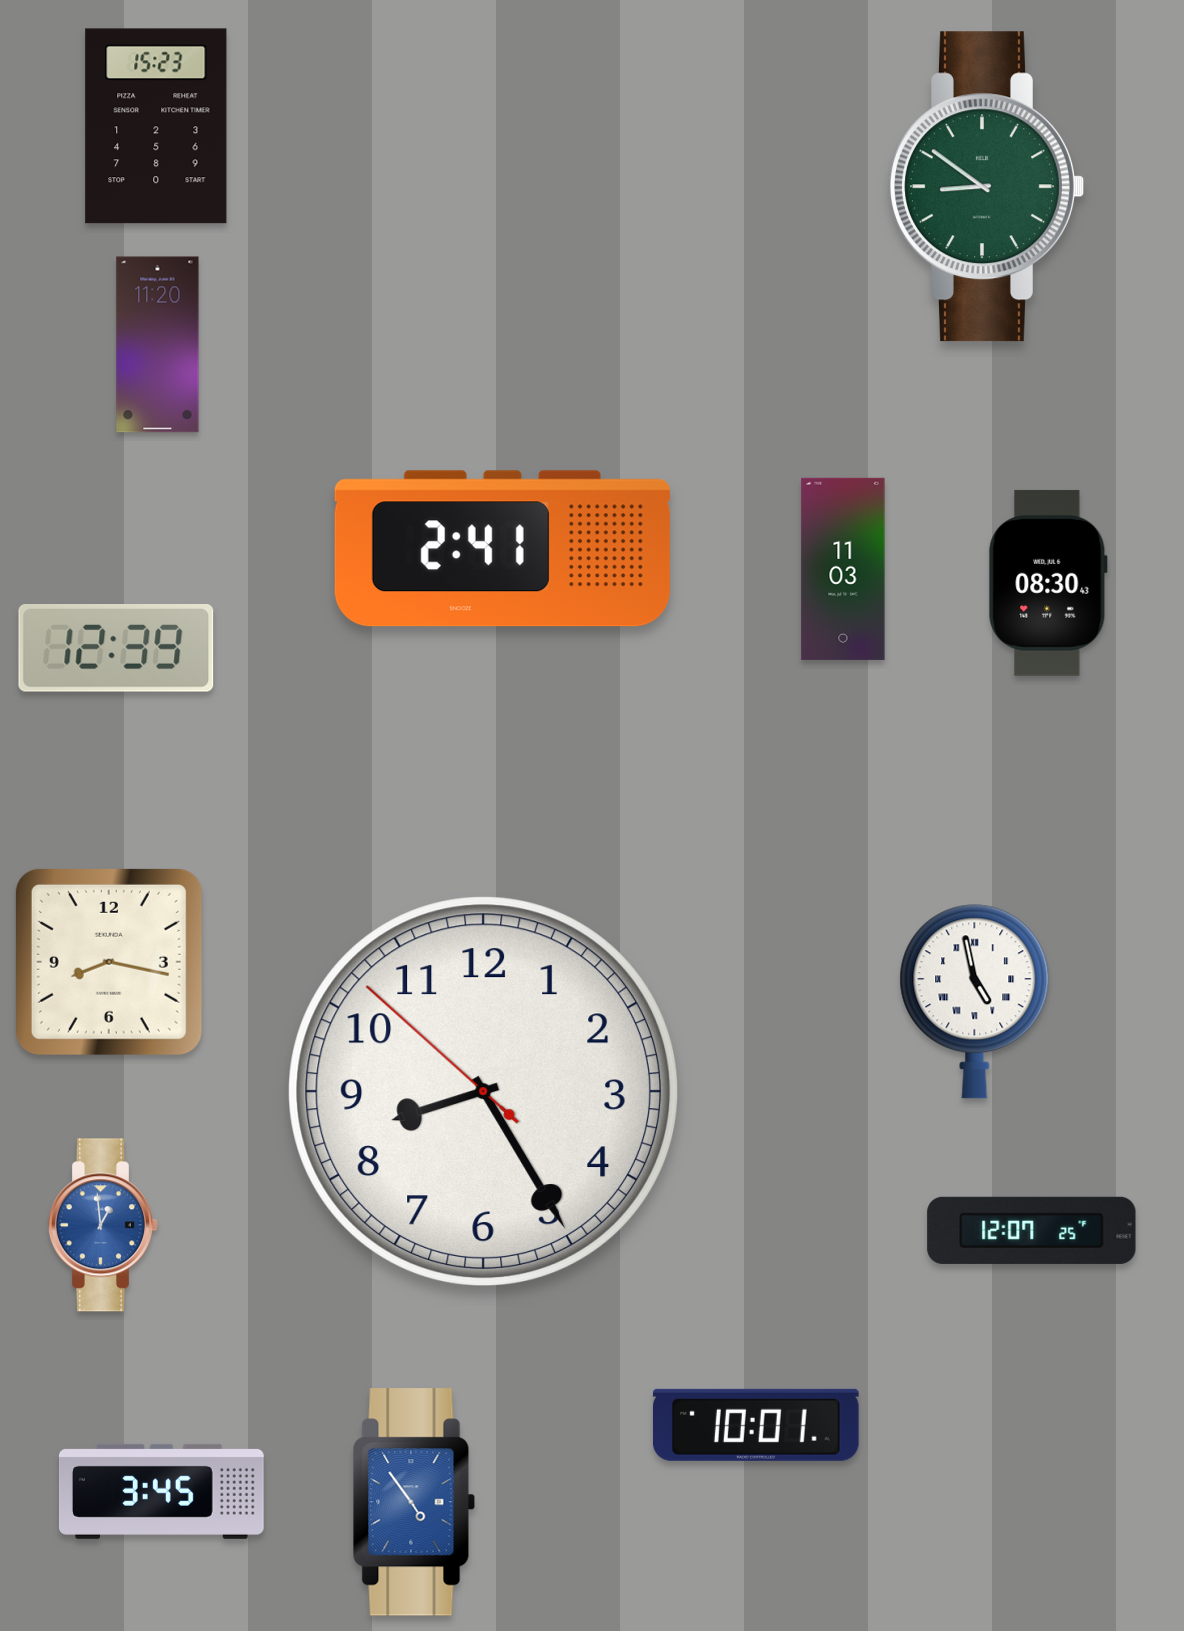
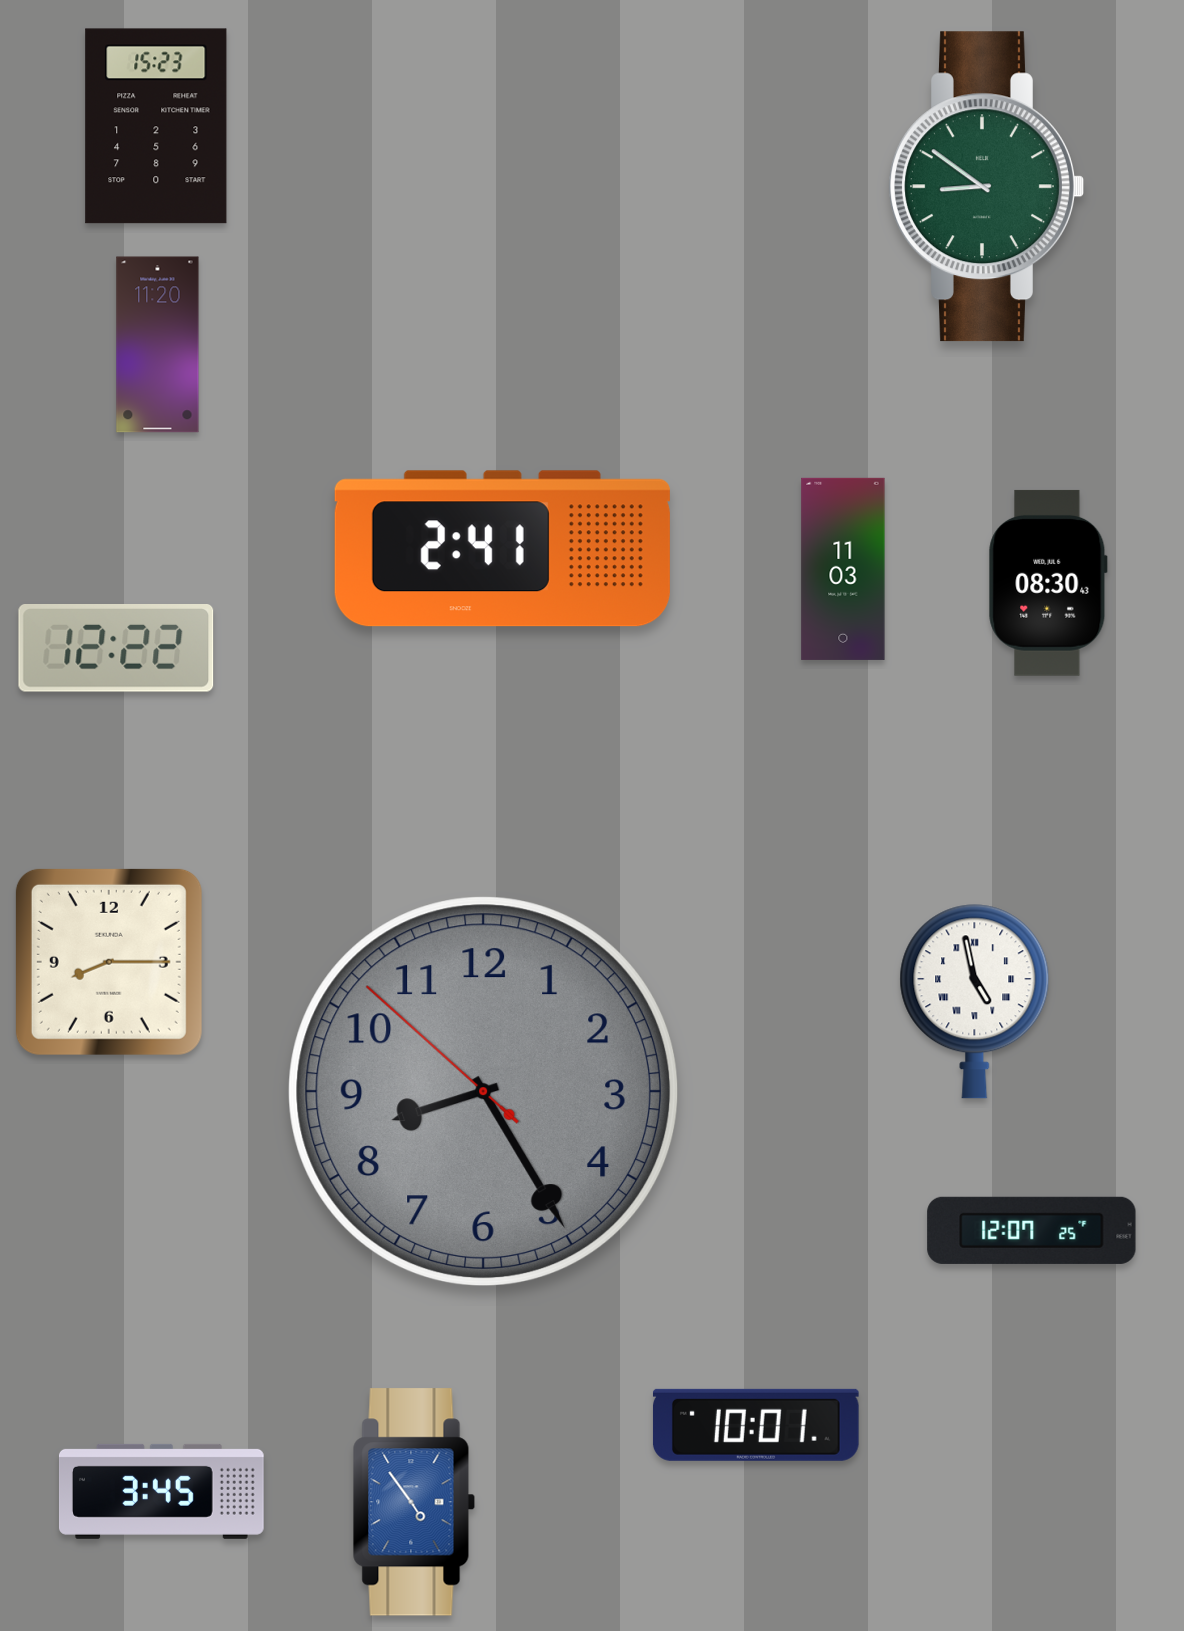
clock at (116, 649): 12:39 -> 12:22
clock at (109, 962): 8:17 -> 8:15
clock at (483, 1091) dial: white -> grey
clock at (103, 1225): 12:59 -> none
